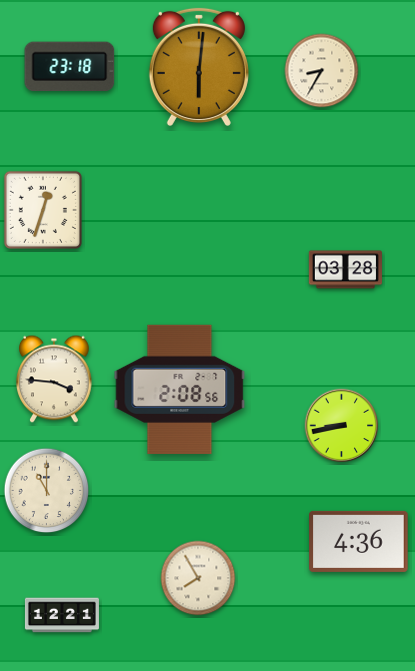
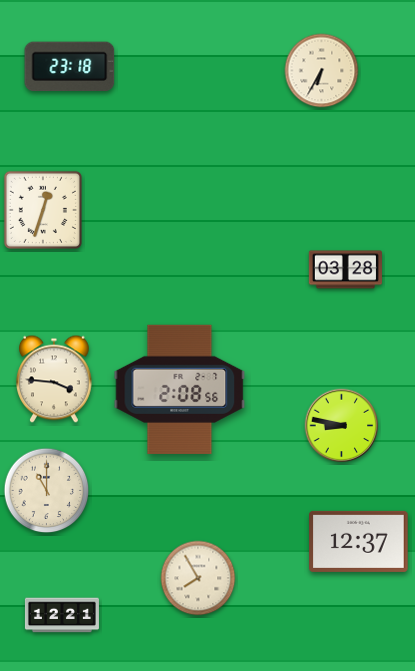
clock at (199, 67): 6:01 -> none
clock at (322, 71): 8:35 -> 6:35
clock at (342, 426): 8:43 -> 8:47
clock at (359, 541): 4:36 -> 12:37
